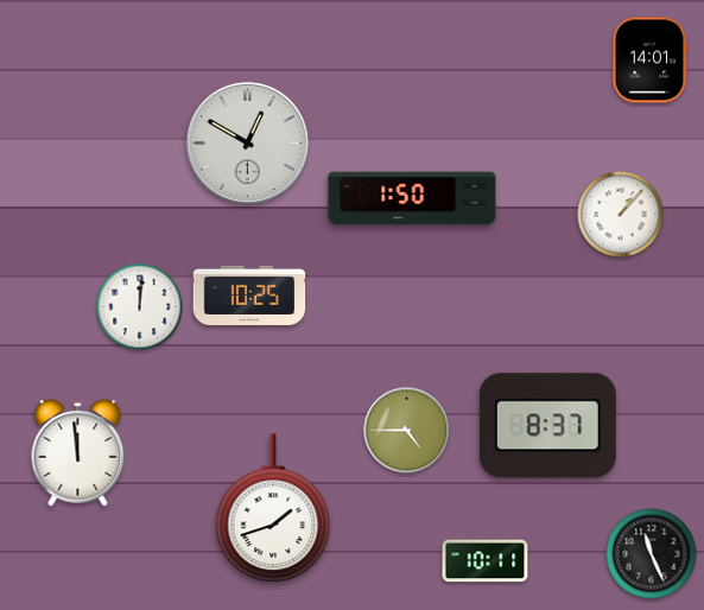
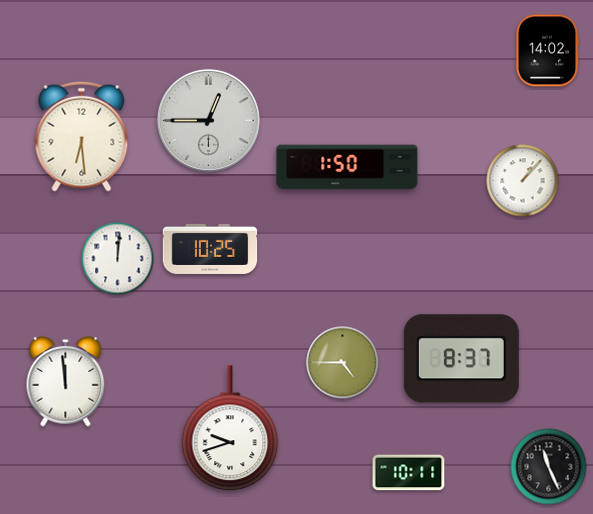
clock at (649, 61): 14:01 -> 14:02
clock at (247, 142): 12:50 -> 12:45
clock at (82, 136): none -> 6:29
clock at (273, 509): 1:42 -> 9:42
